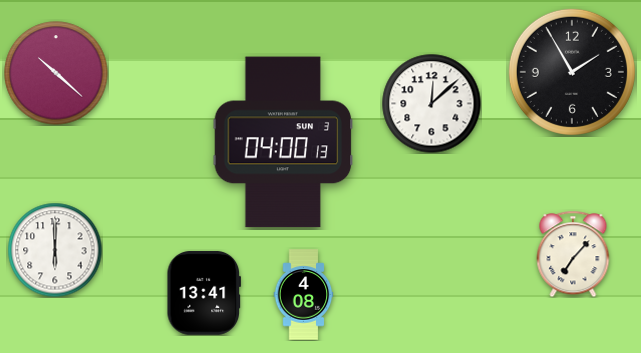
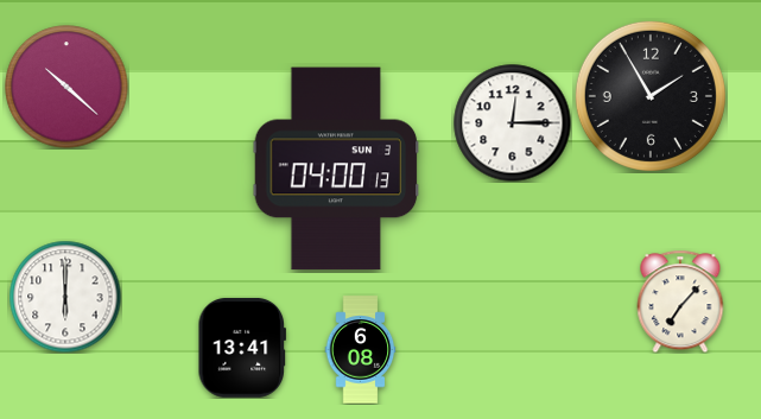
clock at (572, 72) position: (572, 72) -> (651, 96)
clock at (432, 104): 12:08 -> 12:15
clock at (304, 295): 4:08 -> 6:08
